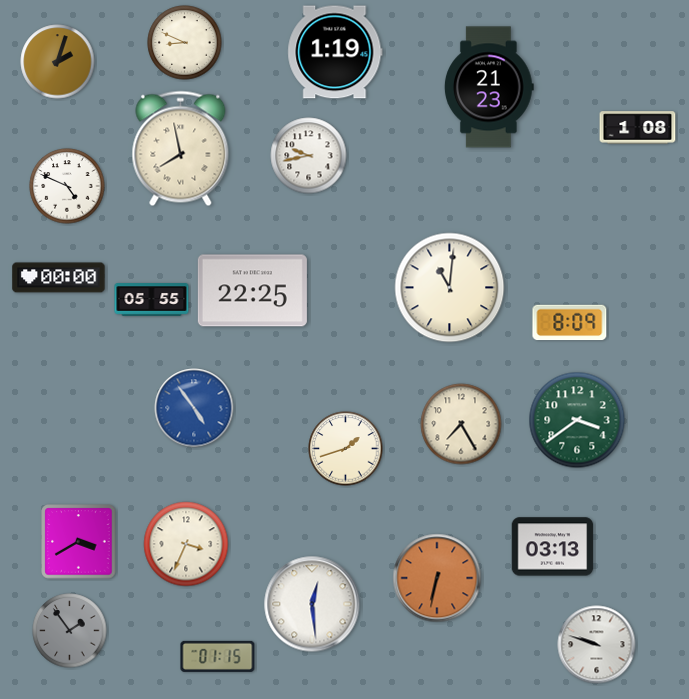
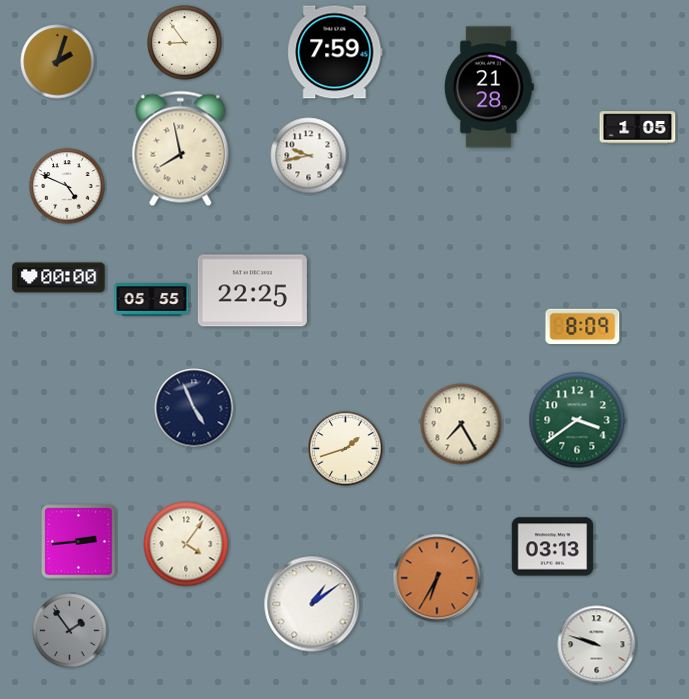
clock at (185, 43): 8:49 -> 8:54
clock at (335, 52): 1:19 -> 7:59
clock at (489, 87): 21:23 -> 21:28
clock at (638, 128): 1:08 -> 1:05
clock at (450, 288): 11:01 -> none
clock at (570, 323) position: (570, 323) -> (583, 327)
clock at (194, 408): 4:54 -> 4:56
clock at (194, 408) dial: blue -> navy
clock at (79, 542): 3:40 -> 2:44
clock at (186, 544): 3:34 -> 4:06
clock at (437, 578): 6:32 -> 6:35
clock at (312, 604): 12:29 -> 1:09
clock at (218, 656): 01:15 -> none
